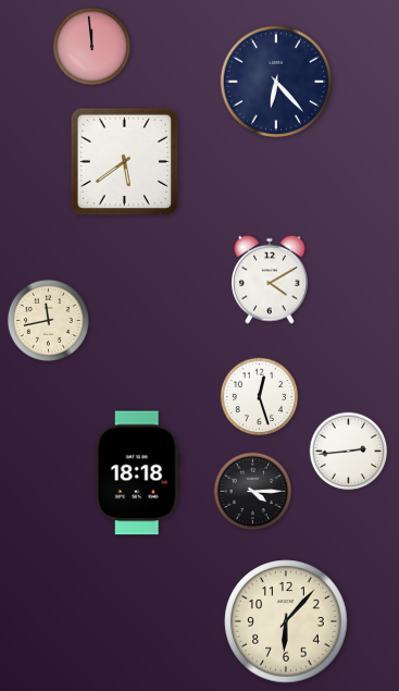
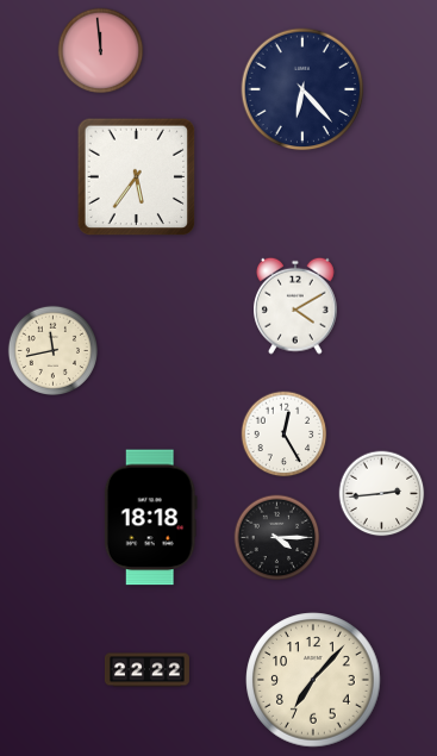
clock at (125, 162): 5:39 -> 5:36
clock at (260, 397): 12:27 -> 12:25
clock at (146, 670): none -> 22:22
clock at (286, 621): 6:07 -> 7:07
